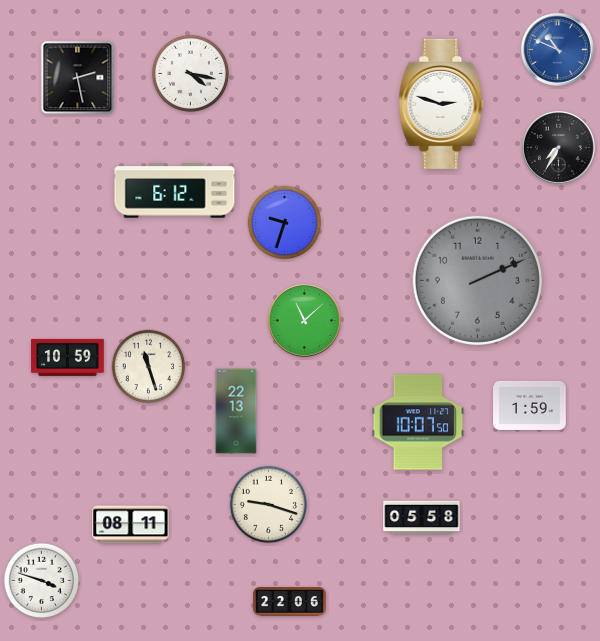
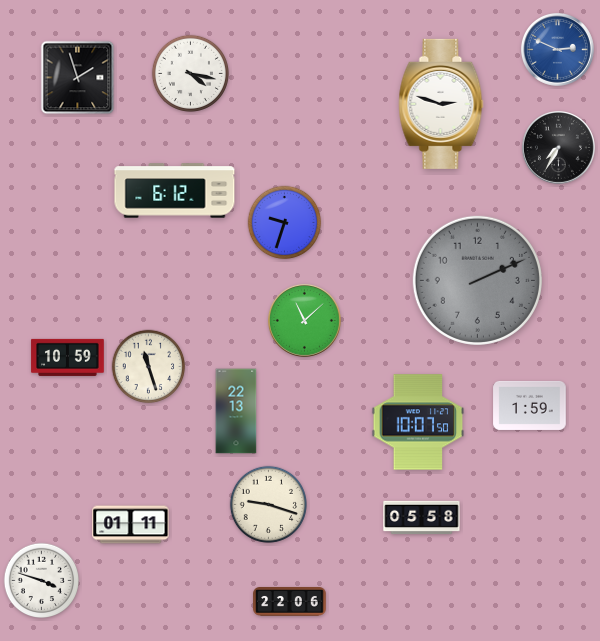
clock at (557, 49): 10:49 -> 2:49
clock at (78, 78): 2:28 -> 1:57
clock at (131, 525): 08:11 -> 01:11
